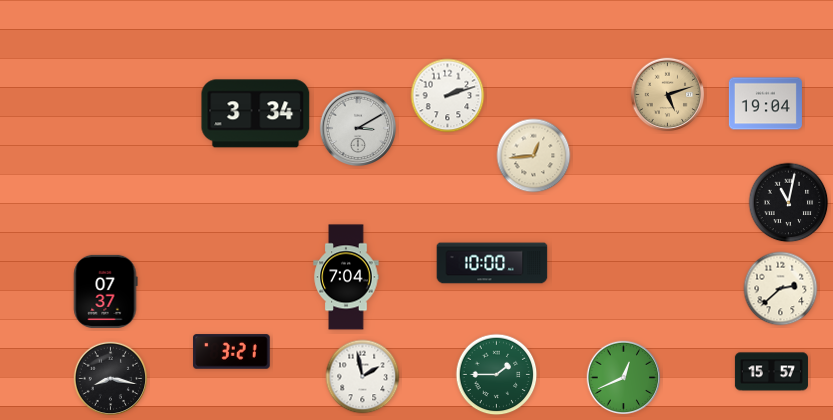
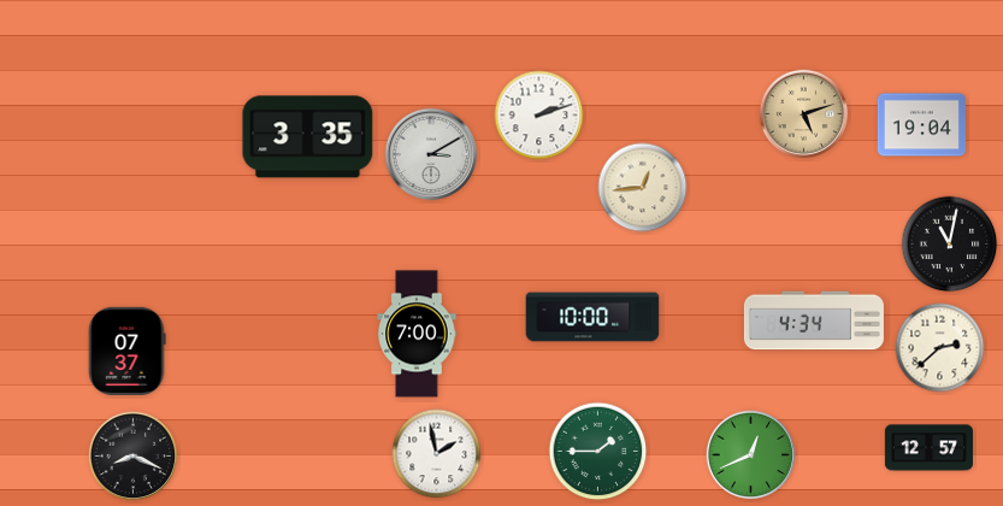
clock at (256, 114): 3:34 -> 3:35
clock at (814, 320): none -> 4:34
clock at (346, 277): 7:04 -> 7:00
clock at (232, 352): 3:21 -> none
clock at (771, 372): 15:57 -> 12:57
clock at (111, 379): 8:17 -> 8:19
